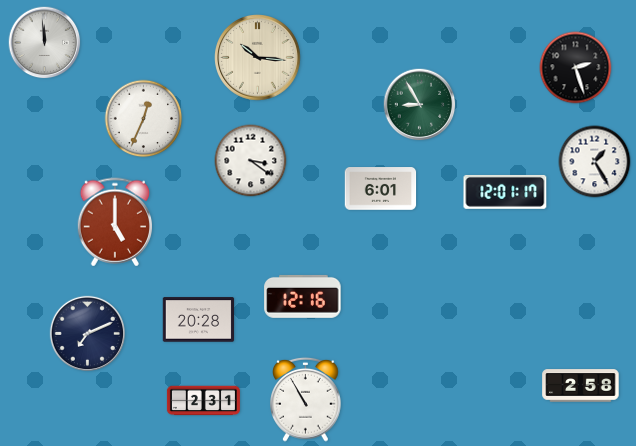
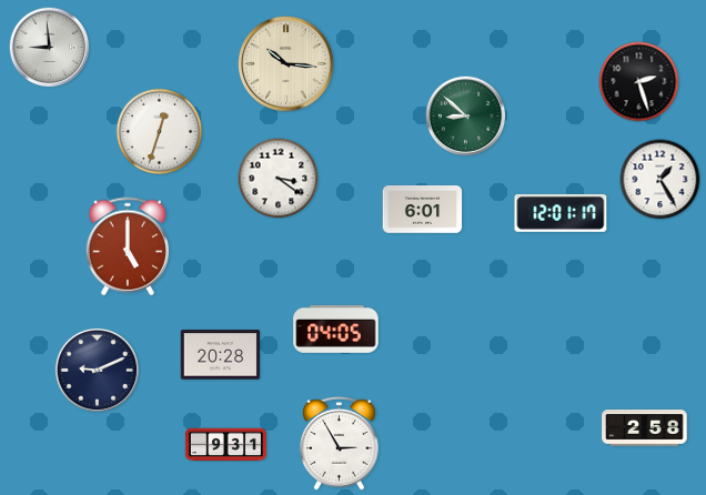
clock at (45, 43): 11:59 -> 8:59
clock at (576, 68) position: (576, 68) -> (639, 82)
clock at (420, 105): 8:55 -> 8:52
clock at (144, 119): 12:34 -> 12:33
clock at (303, 296): 12:16 -> 04:05
clock at (87, 333): 7:11 -> 9:11
clock at (306, 399): 10:55 -> 2:55
clock at (203, 401): 2:31 -> 9:31
